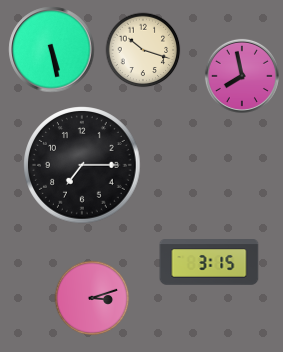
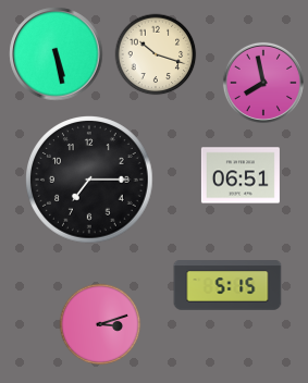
clock at (241, 175): none -> 06:51
clock at (209, 262): 3:15 -> 5:15
